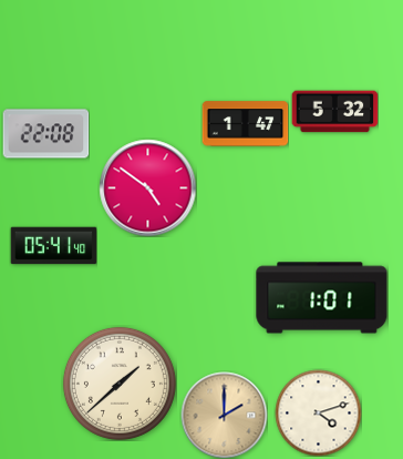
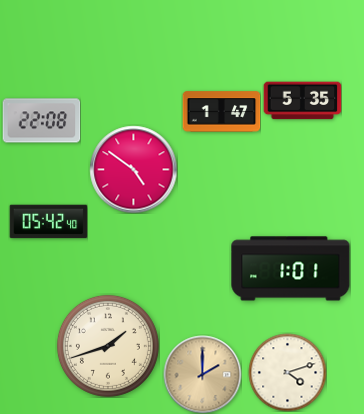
clock at (334, 112): 5:32 -> 5:35
clock at (53, 246): 05:41 -> 05:42
clock at (120, 384): 1:38 -> 1:42
